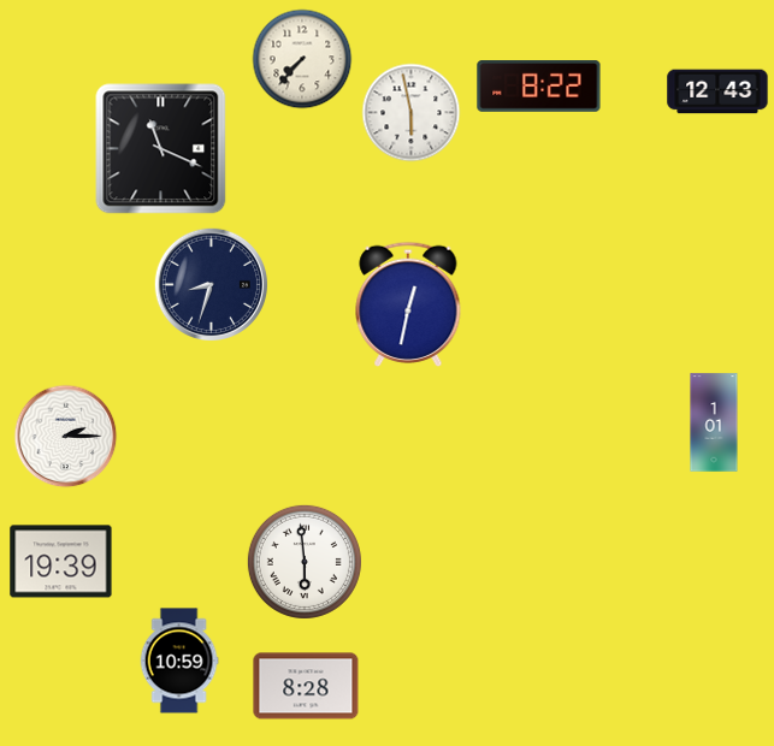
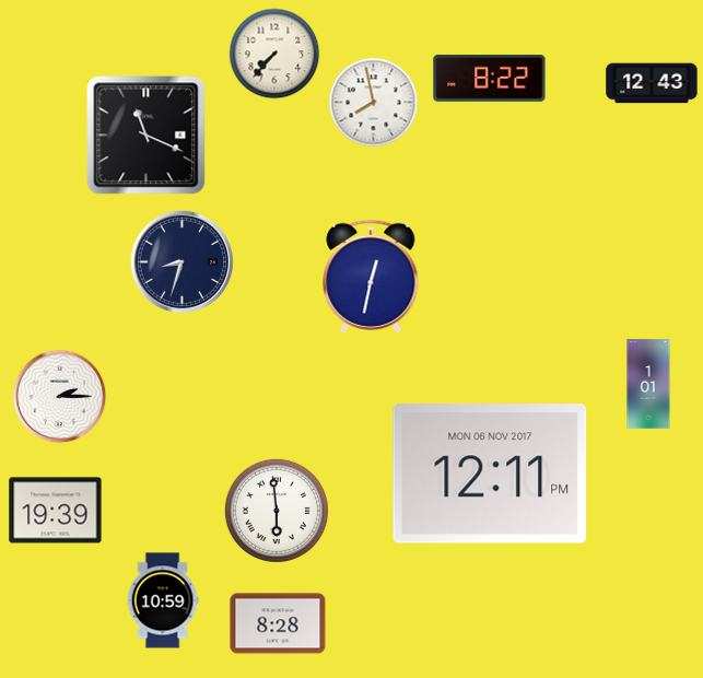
clock at (412, 113): 5:58 -> 7:58
clock at (211, 284) position: (211, 284) -> (181, 261)
clock at (490, 474): none -> 12:11
